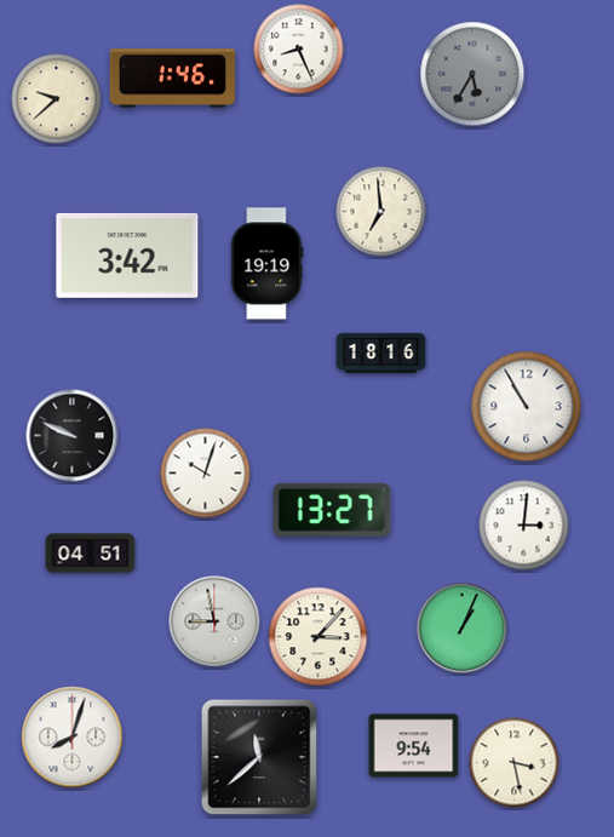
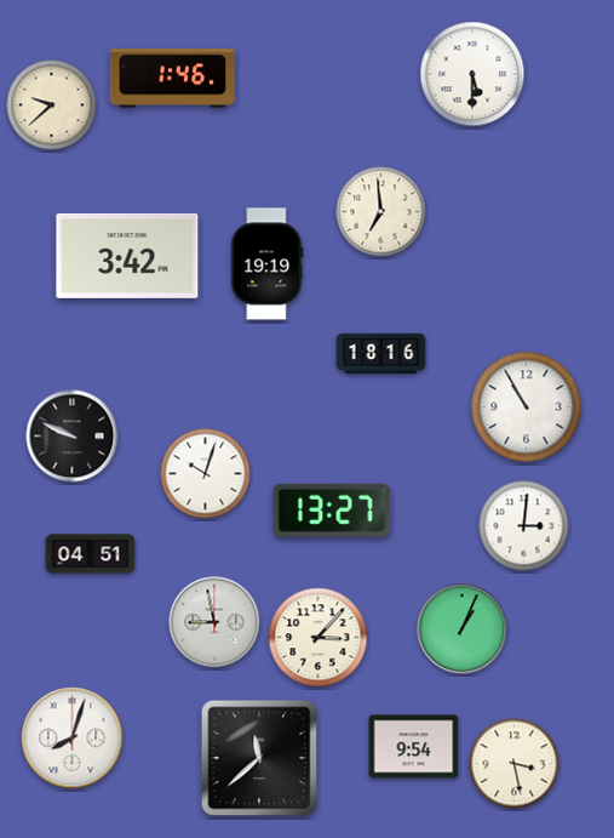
clock at (299, 50): 8:26 -> none
clock at (472, 74): 5:35 -> 5:30
clock at (472, 74) dial: grey -> white
clock at (57, 99) position: (57, 99) -> (52, 106)
